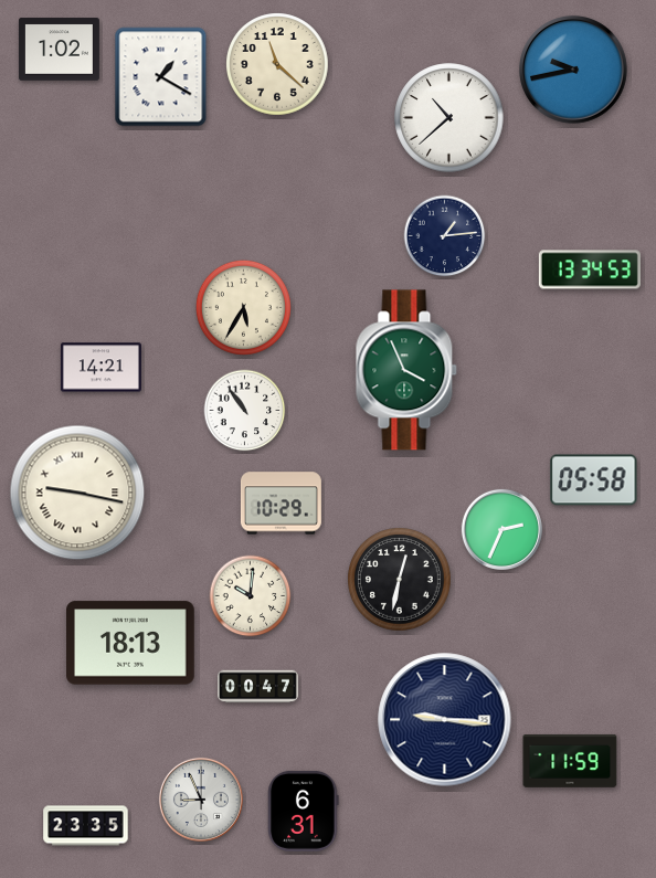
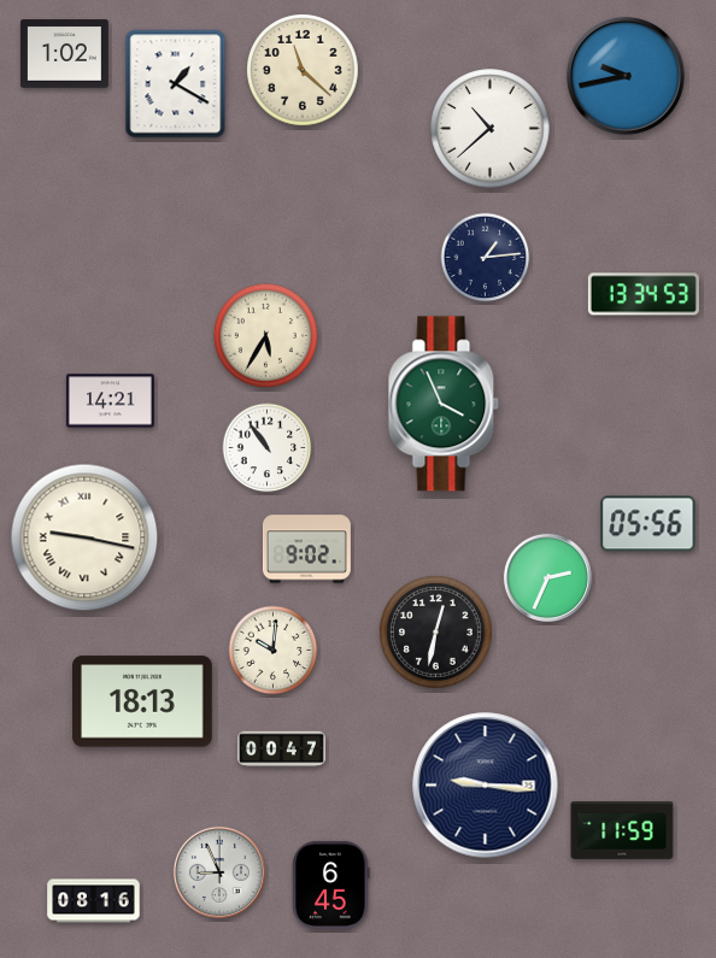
clock at (594, 480): 05:58 -> 05:56
clock at (281, 504): 10:29 -> 9:02
clock at (304, 811): 6:31 -> 6:45
clock at (86, 826): 23:35 -> 08:16
